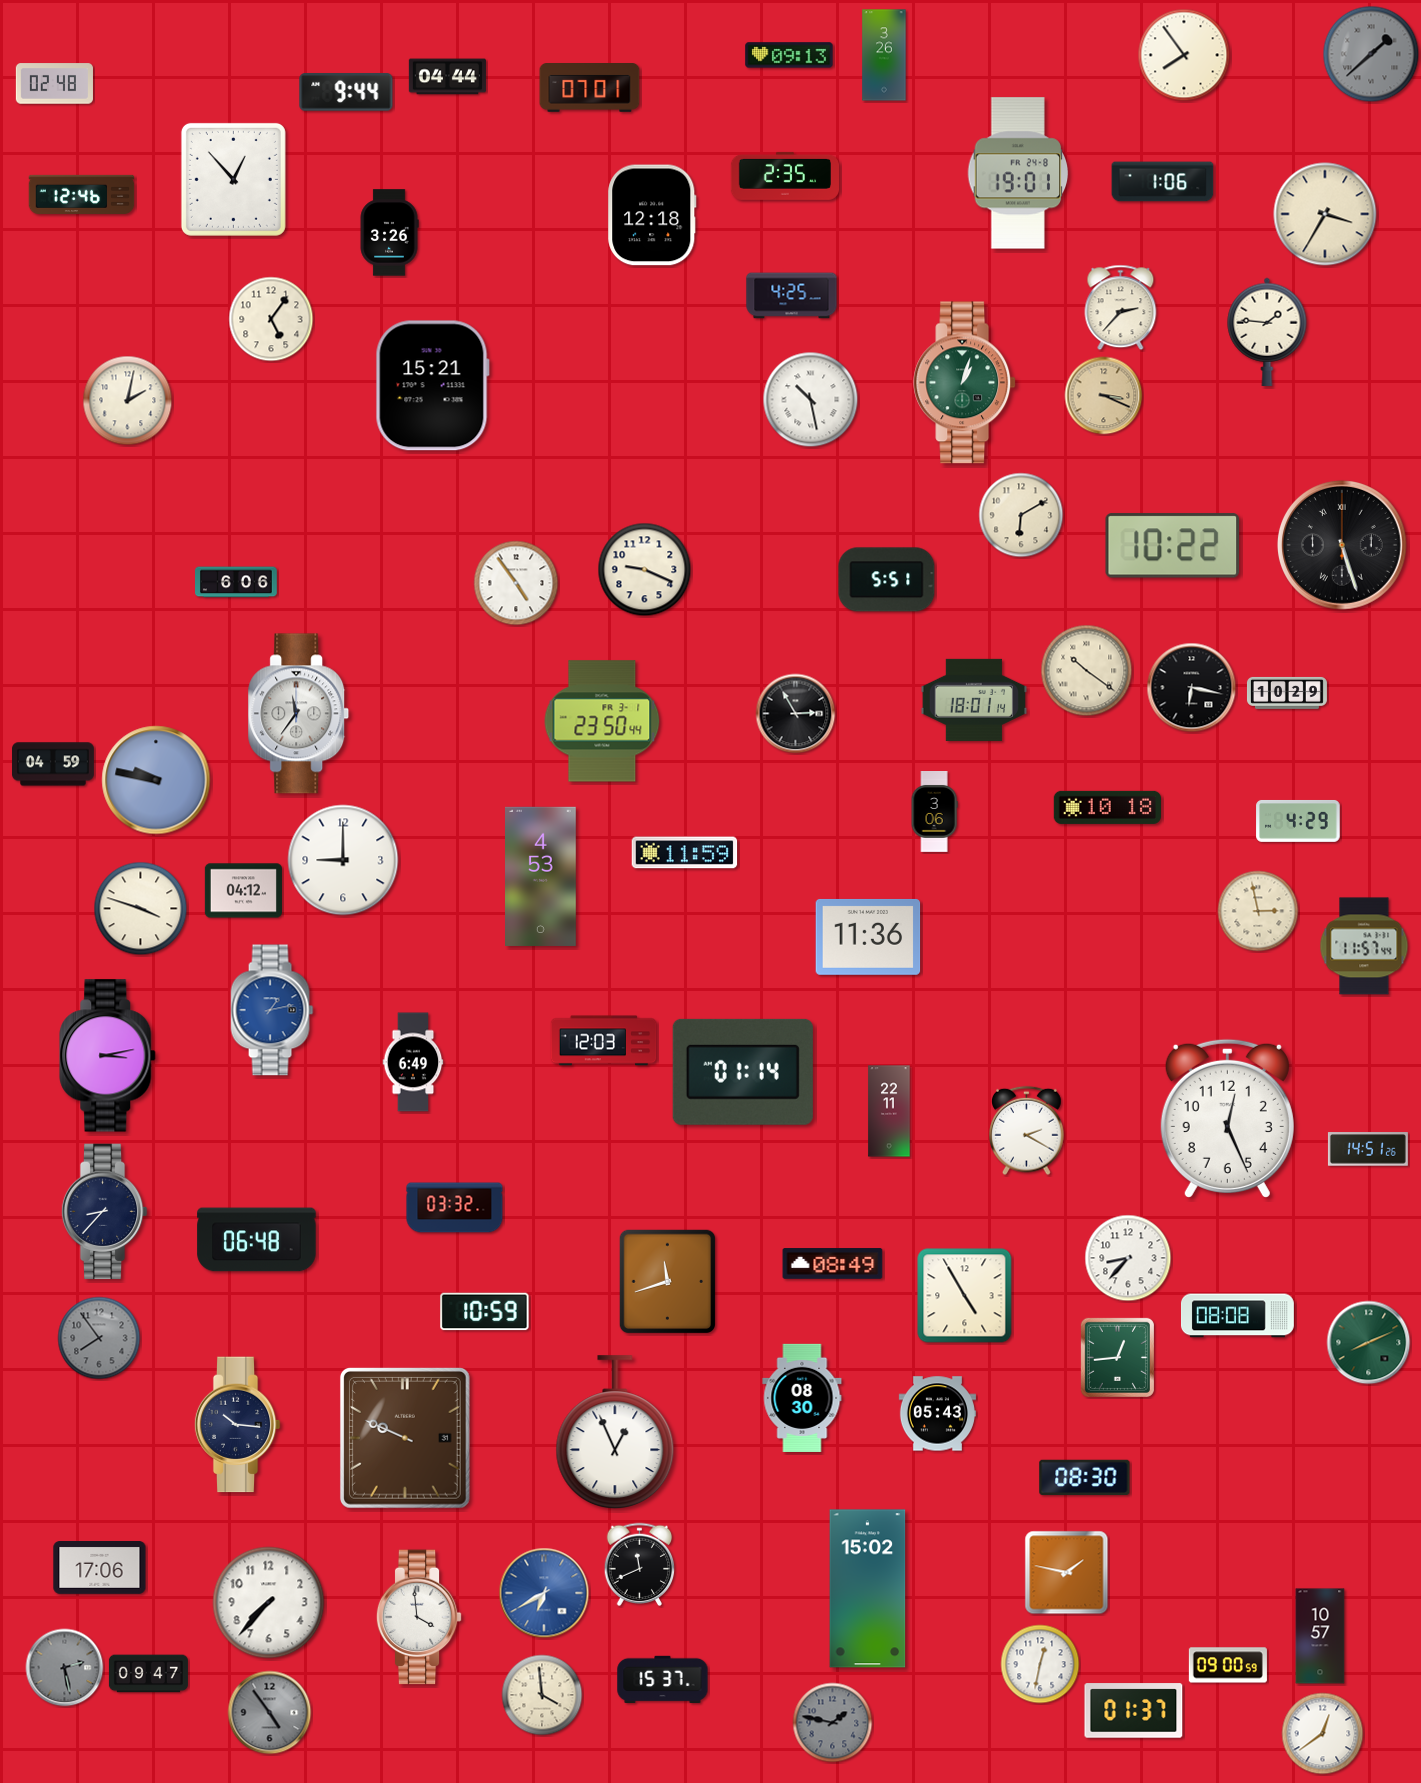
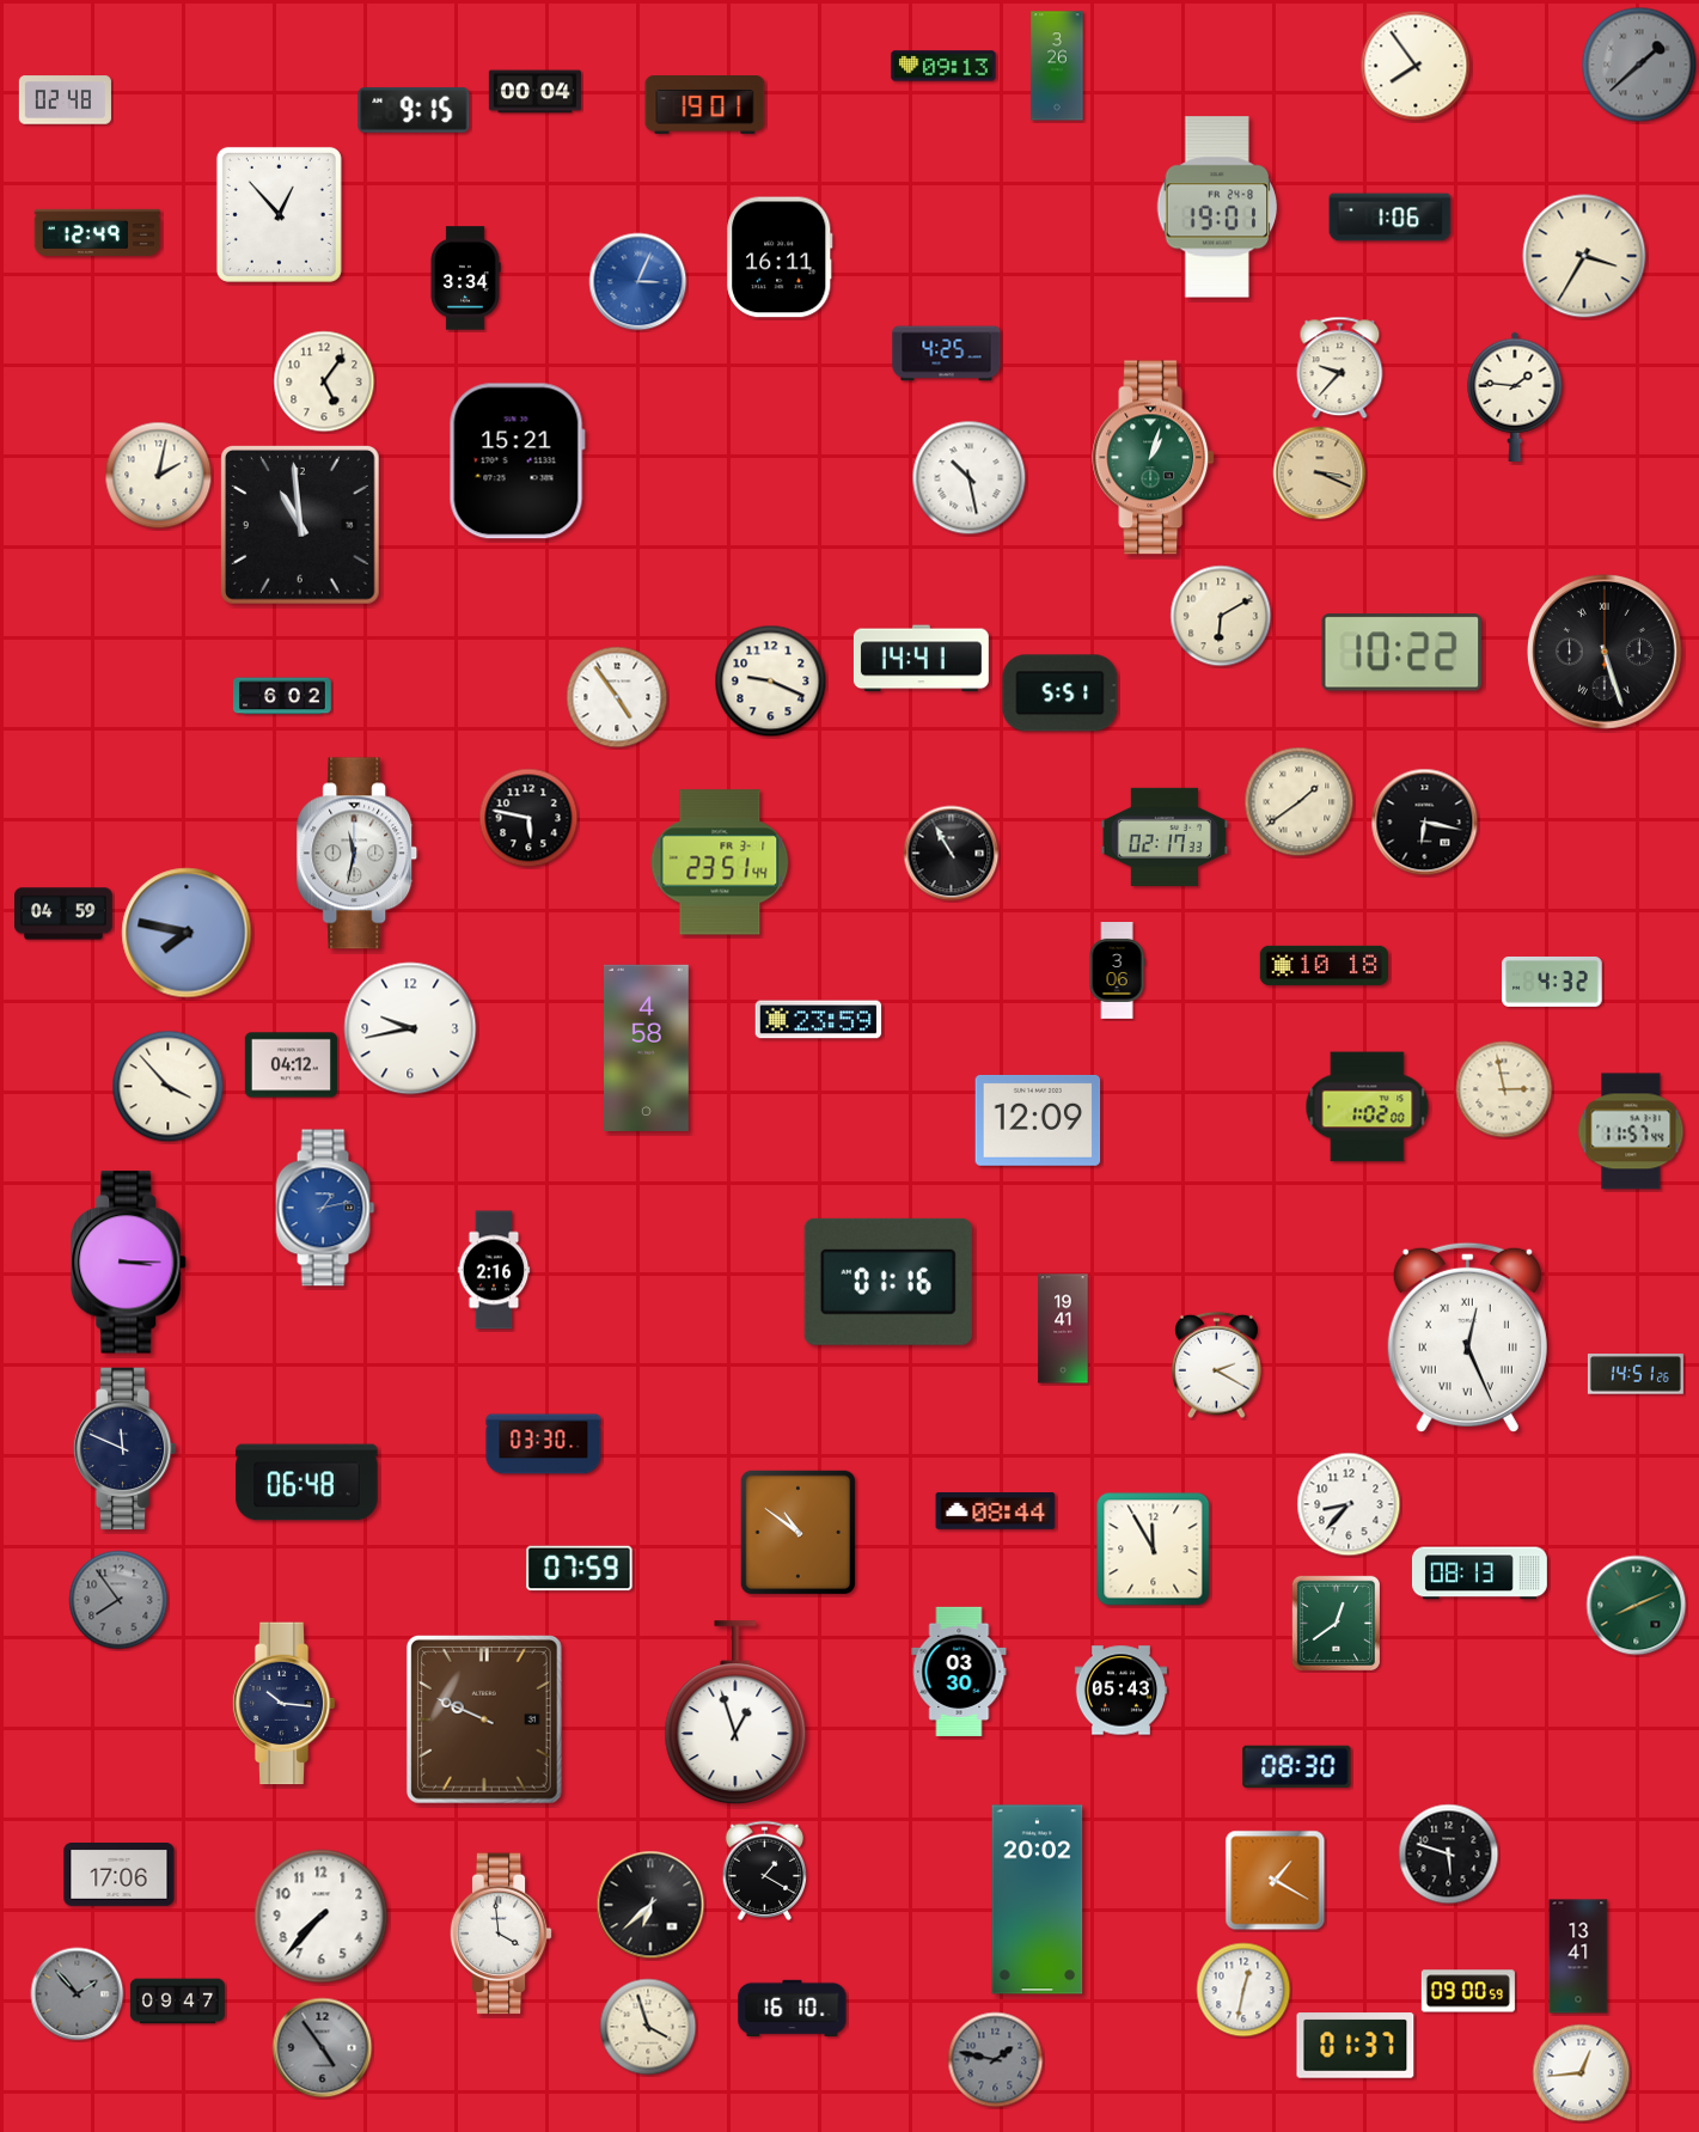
clock at (447, 77): 04:44 -> 00:04
clock at (590, 88): 07:01 -> 19:01
clock at (346, 92): 9:44 -> 9:15
clock at (784, 176): 2:35 -> none
clock at (82, 194): 12:46 -> 12:49
clock at (652, 215): 12:18 -> 16:11
clock at (389, 233): 3:26 -> 3:34
clock at (638, 282): none -> 3:04
clock at (1121, 308): 2:37 -> 9:37
clock at (128, 401) position: (128, 401) -> (159, 476)
clock at (301, 526): none -> 10:59
clock at (921, 659): none -> 14:41
clock at (237, 582): 6:06 -> 6:02
clock at (1087, 671): 10:21 -> 1:39
clock at (528, 818): none -> 5:47
clock at (1287, 693): 10:29 -> none
clock at (974, 700): 18:01 -> 02:17
clock at (299, 714): 11:36 -> 11:32
clock at (796, 714): 2:55 -> 10:55
clock at (602, 721): 23:50 -> 23:51
clock at (156, 780): 9:47 -> 7:47
clock at (1298, 821): 4:29 -> 4:32
clock at (685, 853): 11:59 -> 23:59
clock at (343, 860): 9:00 -> 9:43
clock at (541, 876): 4:53 -> 4:58
clock at (141, 909): 3:48 -> 3:53
clock at (1368, 1107): none -> 1:02
clock at (868, 937): 11:36 -> 12:09
clock at (604, 1041): 12:03 -> none
clock at (108, 1056): 3:13 -> 3:15
clock at (413, 1062): 6:49 -> 2:16
clock at (743, 1072): 01:14 -> 01:16
clock at (889, 1111): 22:11 -> 19:41
clock at (1227, 1118) numerals: Arabic -> Roman
clock at (1027, 1131) position: (1027, 1131) -> (1217, 1366)
clock at (455, 1208): 03:32 -> 03:30
clock at (104, 1212): 8:37 -> 11:49
clock at (833, 1264): 08:49 -> 08:44
clock at (667, 1282): 11:42 -> 10:51
clock at (965, 1296): 4:55 -> 11:55
clock at (485, 1312): 10:59 -> 07:59
clock at (1237, 1316): 08:08 -> 08:13
clock at (1117, 1357): 12:44 -> 12:39
clock at (802, 1398): 08:30 -> 03:30
clock at (615, 1433): 12:56 -> 12:57
clock at (1449, 1855): none -> 5:48
clock at (640, 1564): 11:41 -> 1:20
clock at (1067, 1573): 1:47 -> 1:20
clock at (868, 1589): 15:02 -> 20:02
clock at (544, 1593): 6:40 -> 6:38
clock at (544, 1593) dial: blue -> black
clock at (1320, 1636): 10:57 -> 13:41
clock at (65, 1668): 2:28 -> 1:53
clock at (663, 1679): 15:37 -> 16:10
clock at (542, 1695): 3:59 -> 3:57
clock at (1323, 1734): 12:39 -> 12:44
